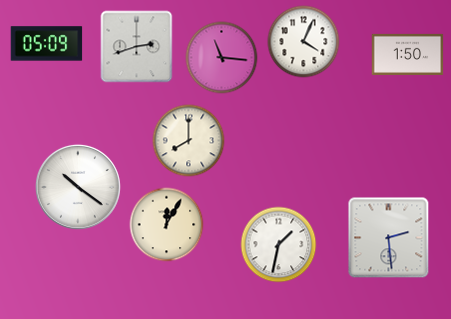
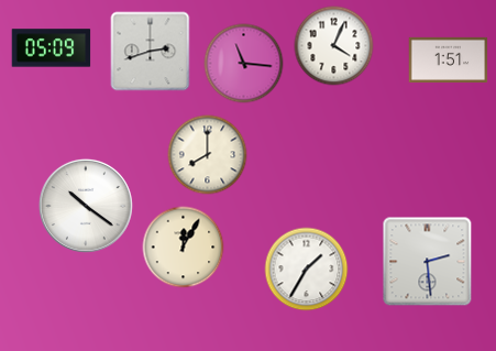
clock at (408, 54): 1:50 -> 1:51
clock at (279, 245): 1:32 -> 1:35
